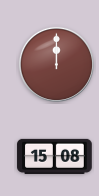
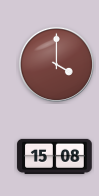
clock at (56, 64): 12:00 -> 4:00
